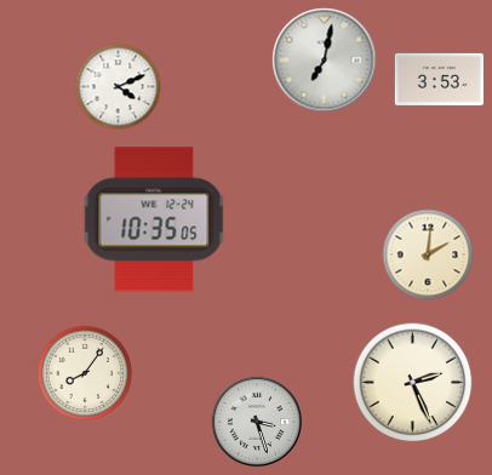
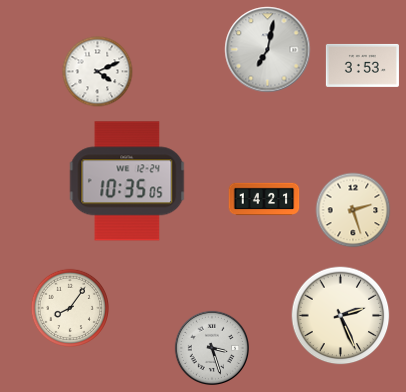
clock at (264, 199): none -> 14:21
clock at (428, 254): 2:01 -> 2:27
